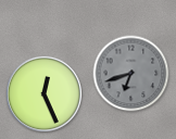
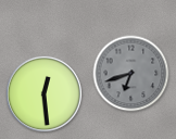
clock at (43, 93): 12:26 -> 12:29
